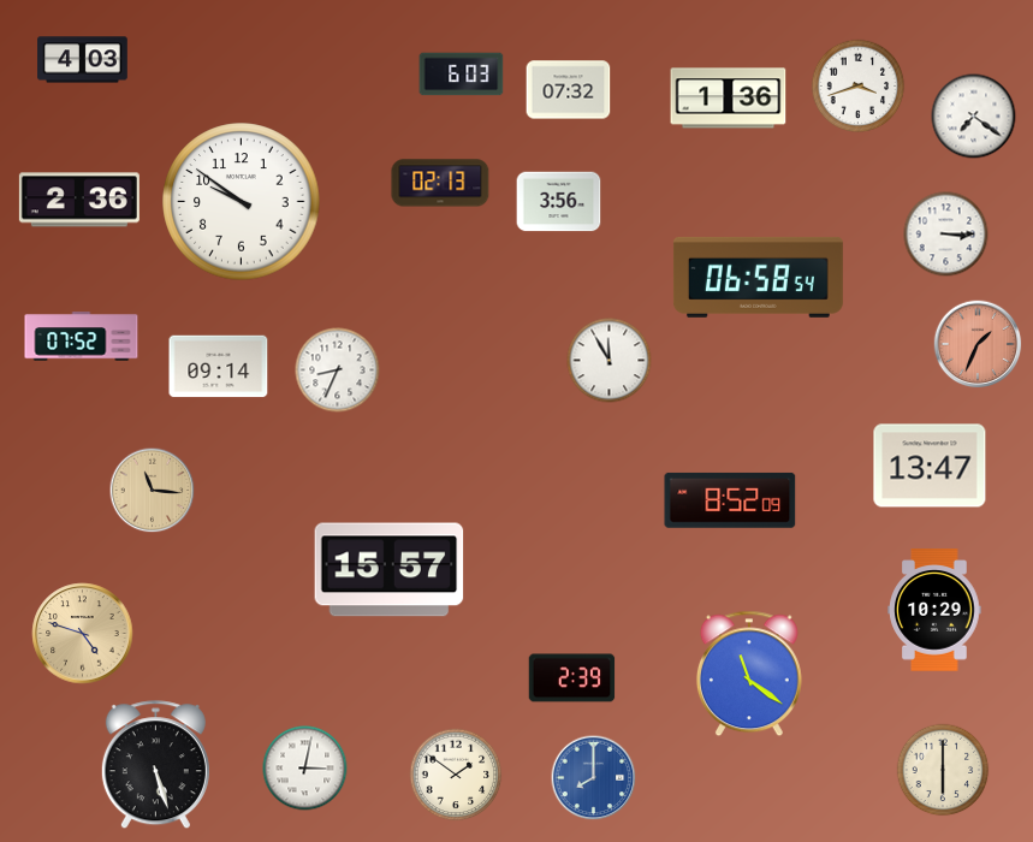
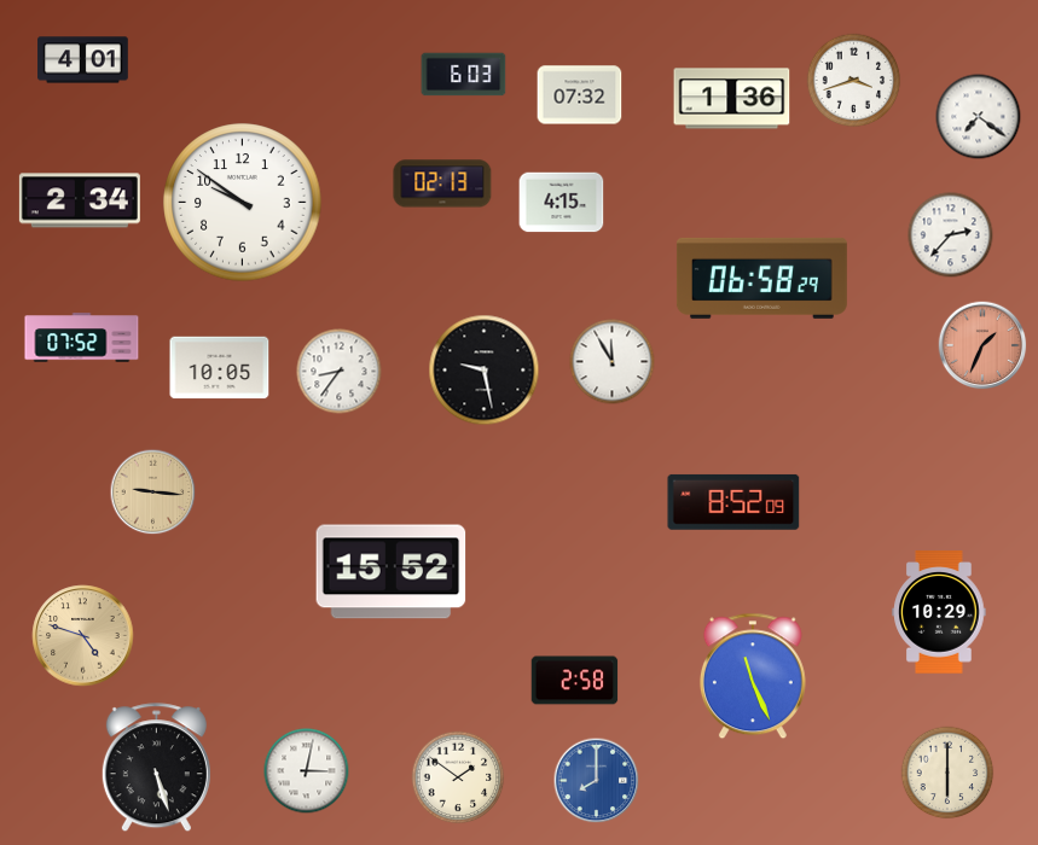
clock at (83, 60): 4:03 -> 4:01
clock at (859, 87) position: (859, 87) -> (854, 81)
clock at (569, 90) position: (569, 90) -> (580, 95)
clock at (79, 200): 2:36 -> 2:34
clock at (559, 202): 3:56 -> 4:15
clock at (946, 235): 3:15 -> 2:37
clock at (758, 277): 06:58:54 -> 06:58:29
clock at (219, 367): 09:14 -> 10:05
clock at (485, 371): none -> 9:28
clock at (338, 370): 8:34 -> 8:36
clock at (930, 466): 13:47 -> none
clock at (153, 491): 11:16 -> 9:16
clock at (390, 570): 15:57 -> 15:52
clock at (749, 674): 11:21 -> 11:26
clock at (572, 678): 2:39 -> 2:58
